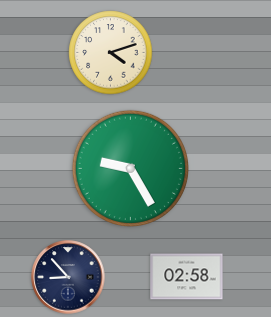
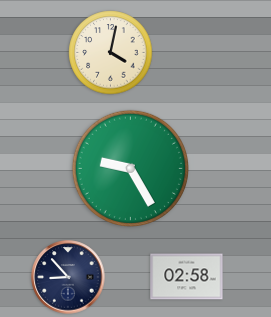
clock at (111, 53): 4:12 -> 4:02
